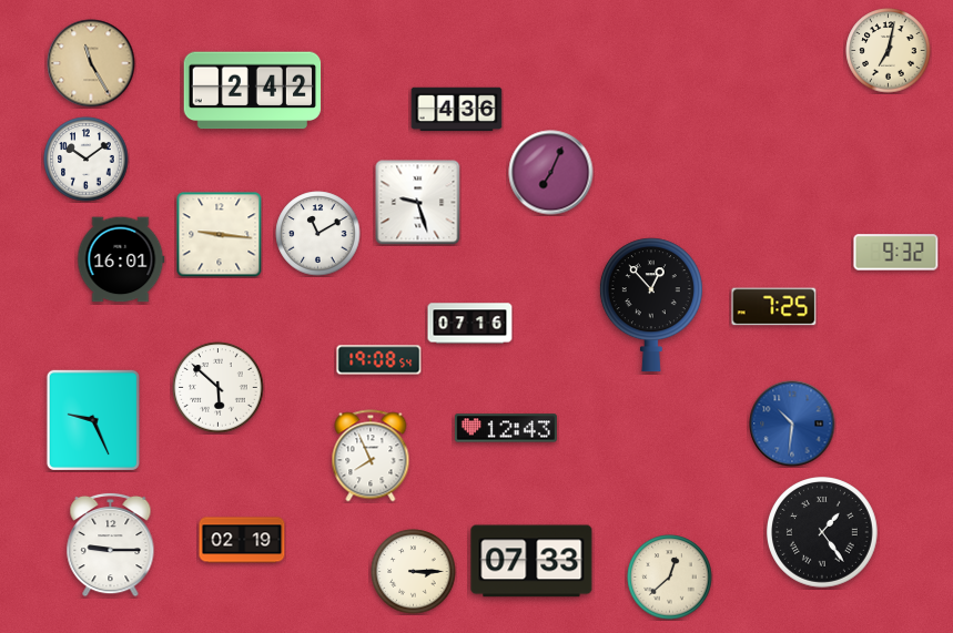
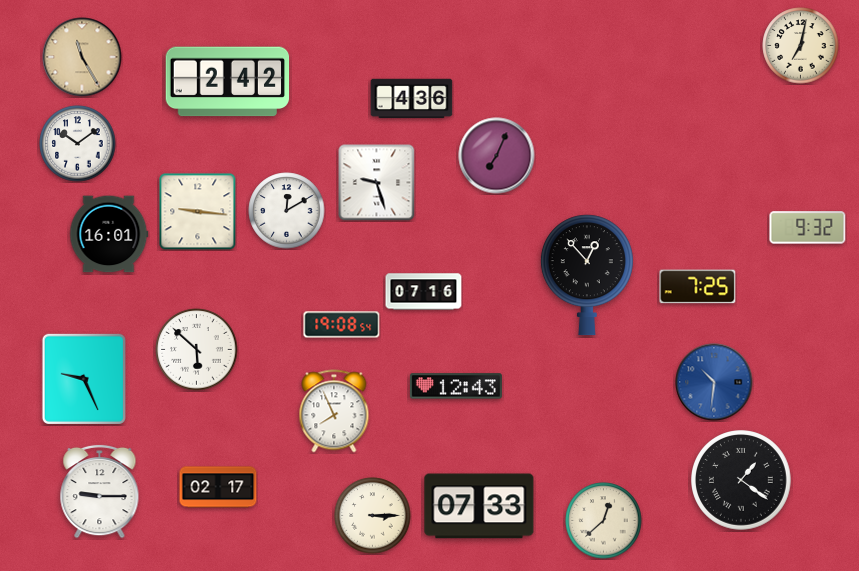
clock at (318, 234): 11:10 -> 12:10
clock at (774, 307) position: (774, 307) -> (698, 287)
clock at (823, 533): 1:24 -> 1:21
clock at (242, 540): 02:19 -> 02:17
